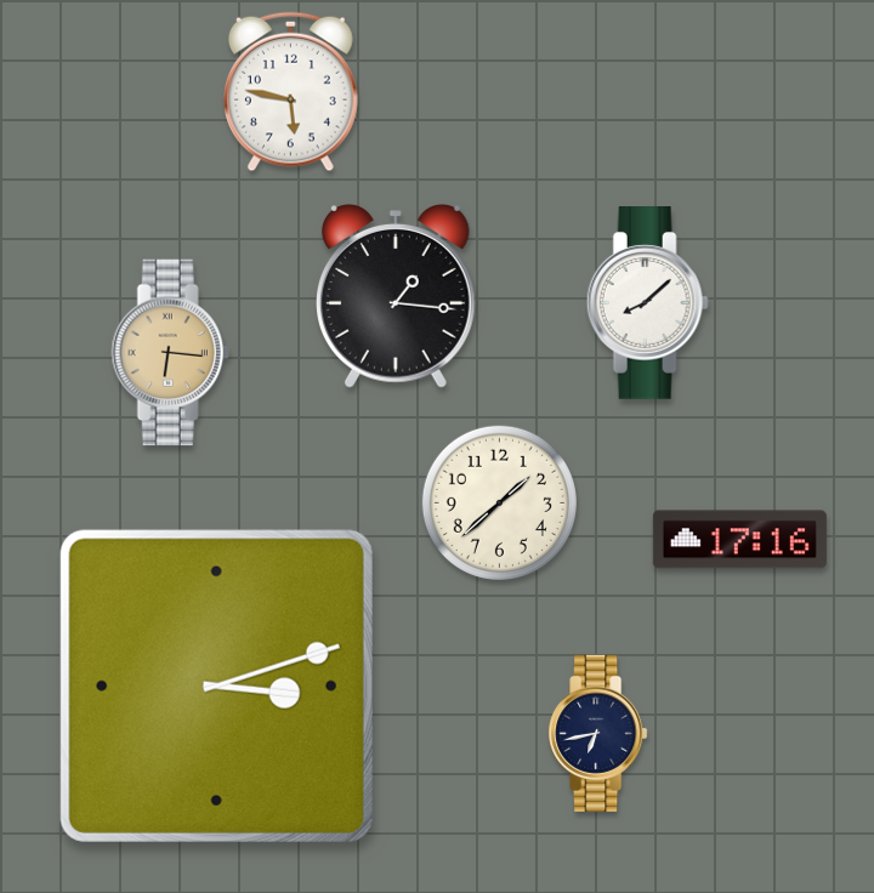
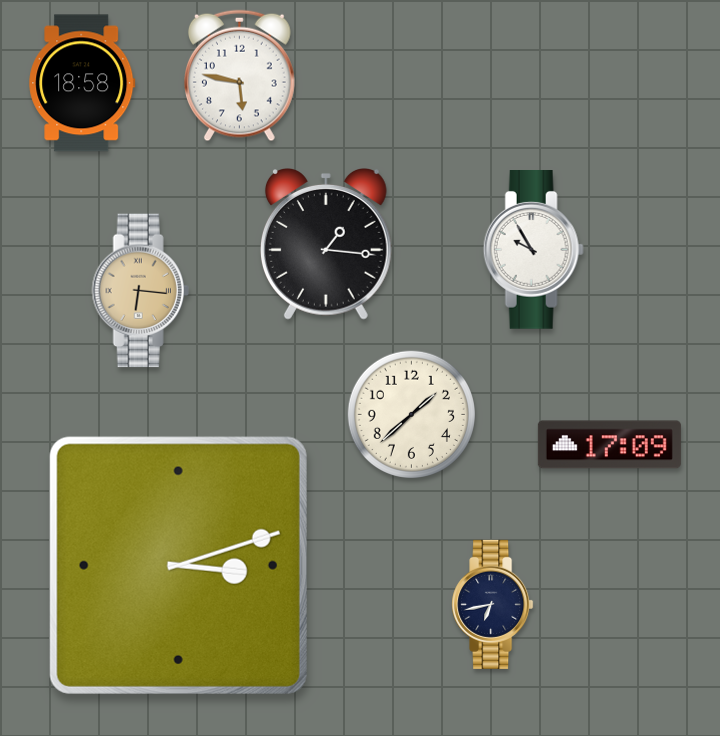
clock at (82, 83): none -> 18:58
clock at (647, 303): 8:08 -> 9:55
clock at (739, 540): 17:16 -> 17:09
